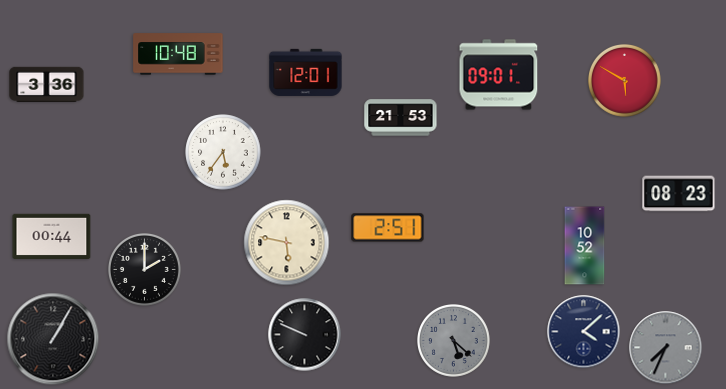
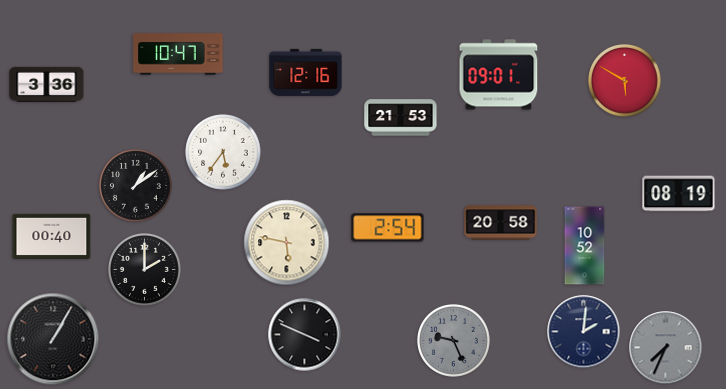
clock at (178, 54): 10:48 -> 10:47
clock at (306, 72): 12:01 -> 12:16
clock at (136, 186): none -> 1:09
clock at (679, 194): 08:23 -> 08:19
clock at (501, 223): none -> 20:58
clock at (388, 228): 2:51 -> 2:54
clock at (52, 236): 00:44 -> 00:40
clock at (584, 332): 4:08 -> 2:01
clock at (305, 335): 9:49 -> 3:49
clock at (454, 341): 5:22 -> 9:26
